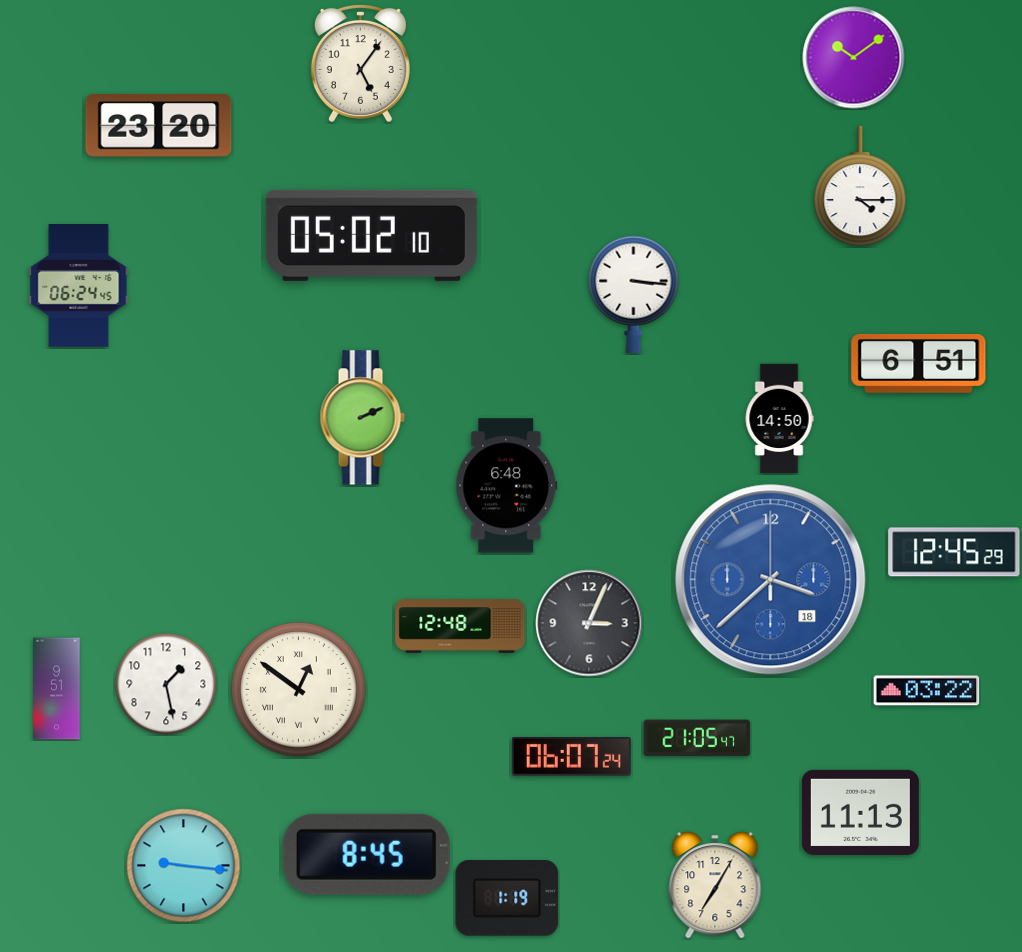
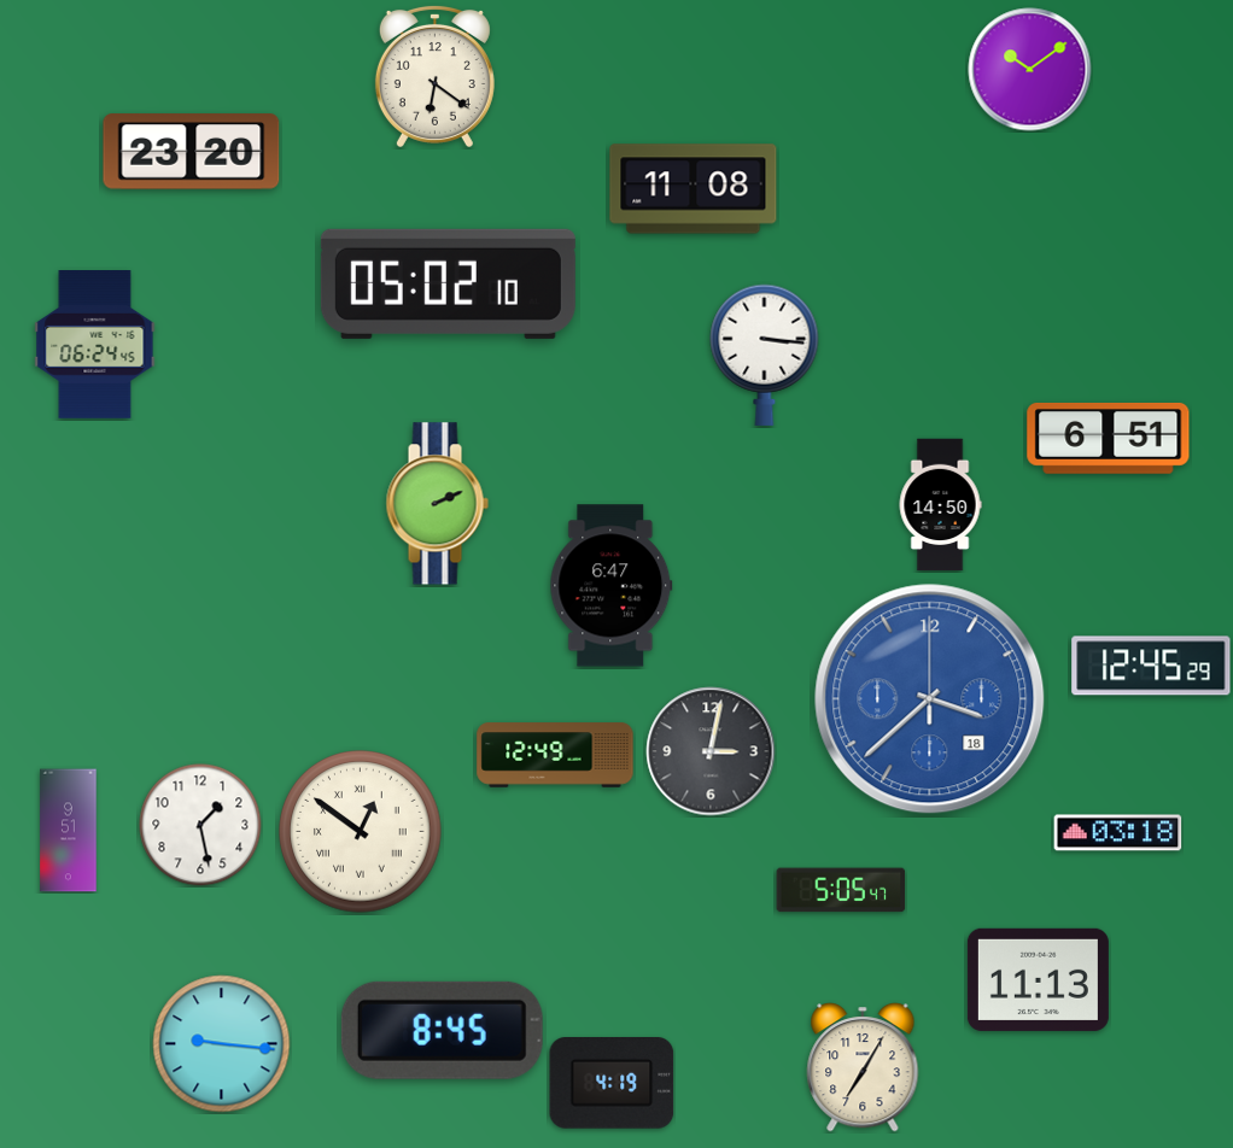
clock at (360, 63): 5:06 -> 6:21
clock at (694, 189): none -> 11:08
clock at (860, 186): 4:15 -> none
clock at (507, 486): 6:48 -> 6:47
clock at (589, 623): 3:04 -> 3:02
clock at (460, 626): 12:48 -> 12:49
clock at (927, 691): 03:22 -> 03:18
clock at (697, 738): 21:05 -> 5:05
clock at (571, 757): 06:07 -> none
clock at (507, 899): 1:19 -> 4:19
